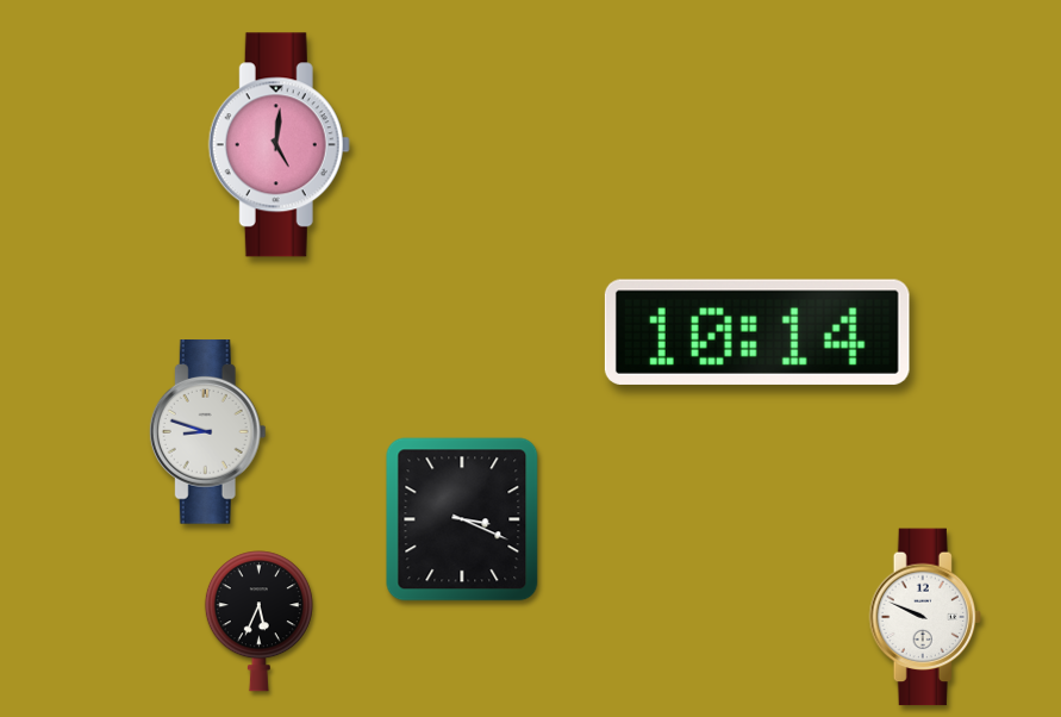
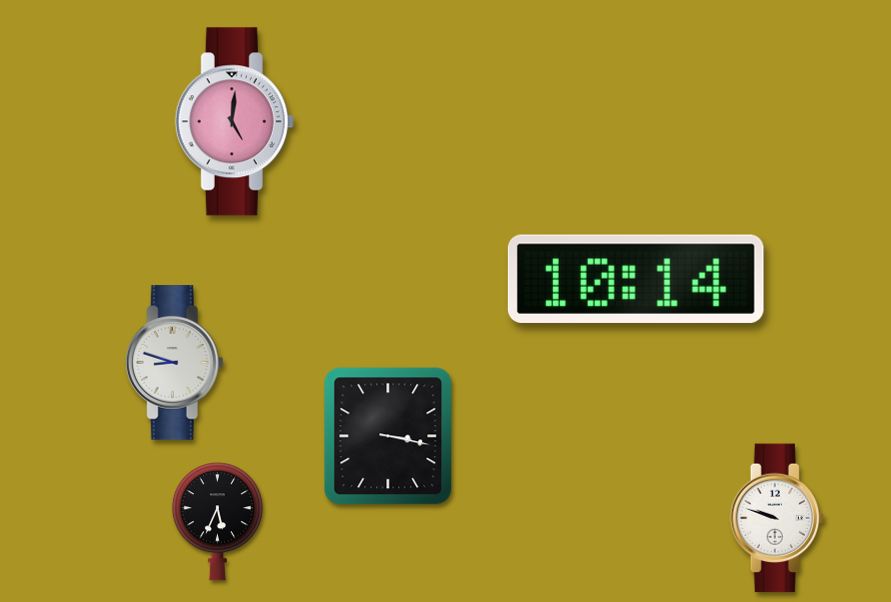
clock at (462, 519): 3:19 -> 3:17
clock at (924, 617): 9:49 -> 9:48
